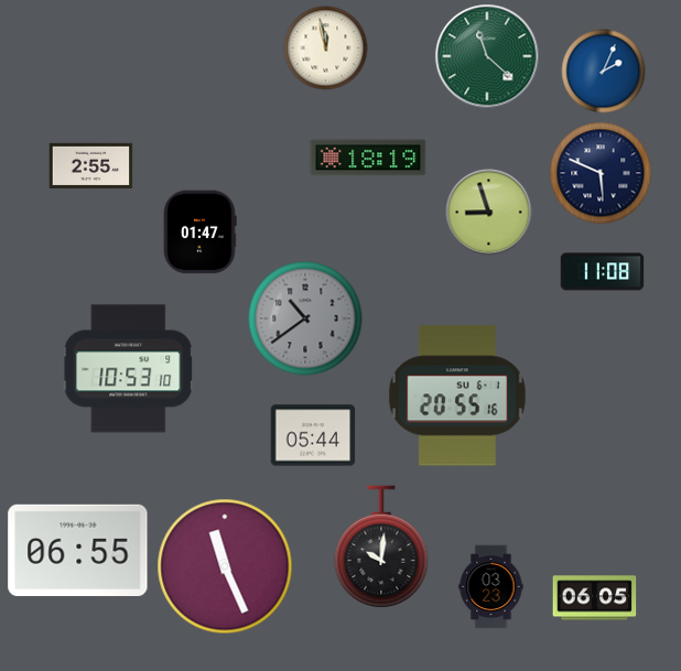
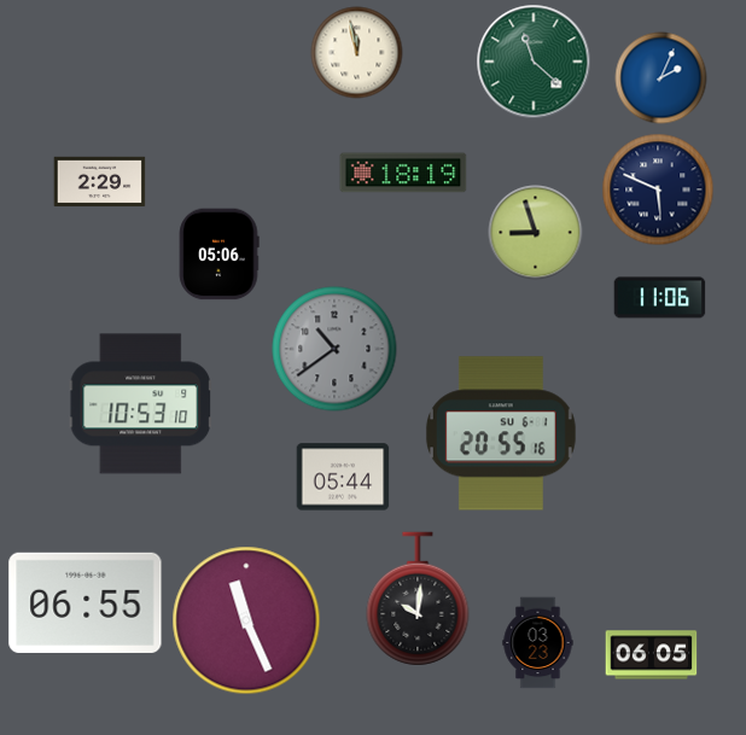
clock at (91, 166): 2:55 -> 2:29
clock at (199, 232): 01:47 -> 05:06
clock at (603, 272): 11:08 -> 11:06
